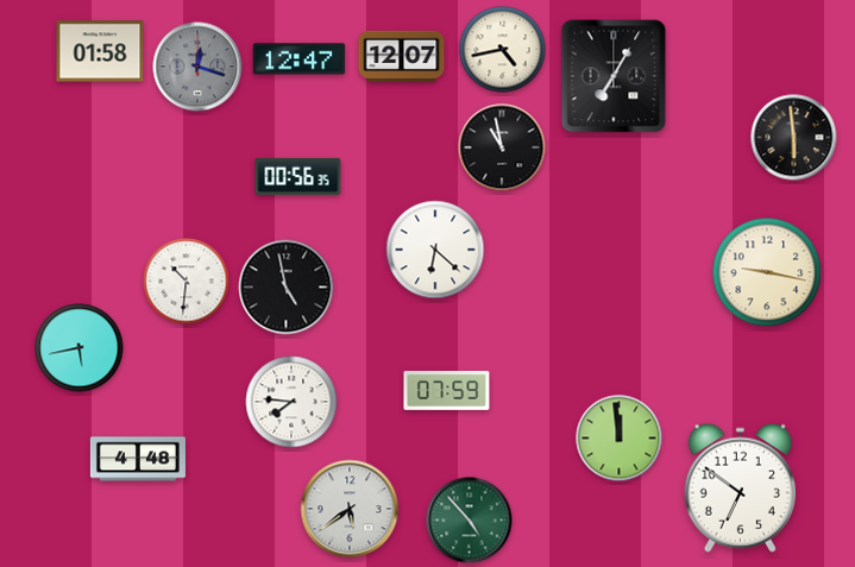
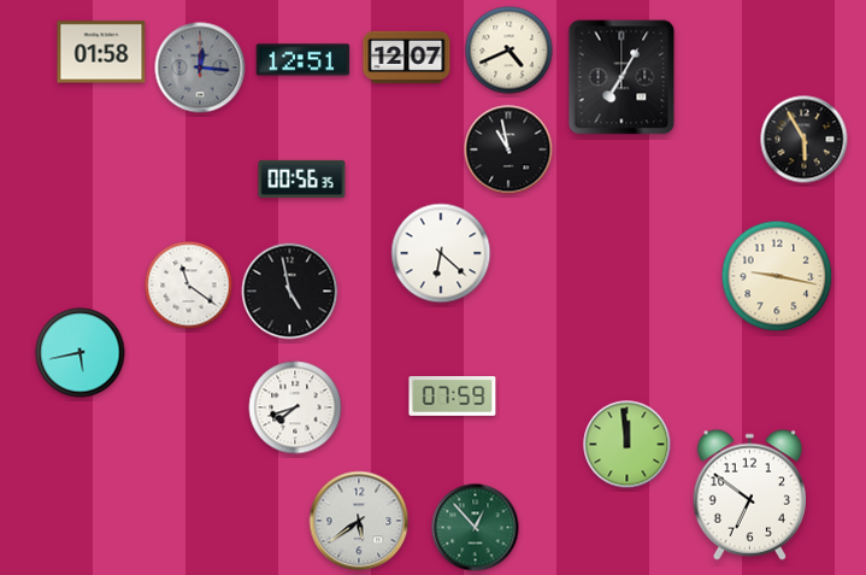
clock at (503, 50): 4:43 -> 4:41
clock at (300, 59): 12:47 -> 12:51
clock at (197, 67): 12:18 -> 12:16
clock at (794, 138): 5:59 -> 5:55
clock at (187, 282): 10:31 -> 11:21
clock at (291, 402): 7:46 -> 7:42
clock at (138, 459): 4:48 -> none
clock at (350, 509) position: (350, 509) -> (359, 521)
clock at (470, 521): 4:53 -> 12:53
